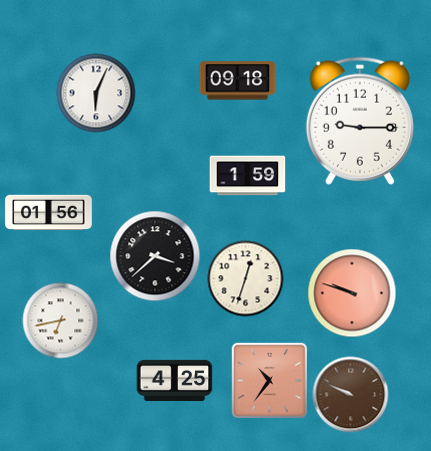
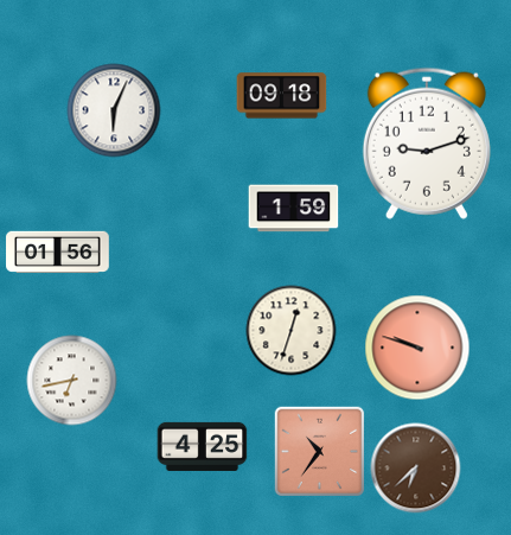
clock at (360, 121): 9:15 -> 9:12
clock at (155, 256): 3:38 -> none
clock at (175, 380) position: (175, 380) -> (203, 446)
clock at (351, 395): 9:49 -> 6:38
